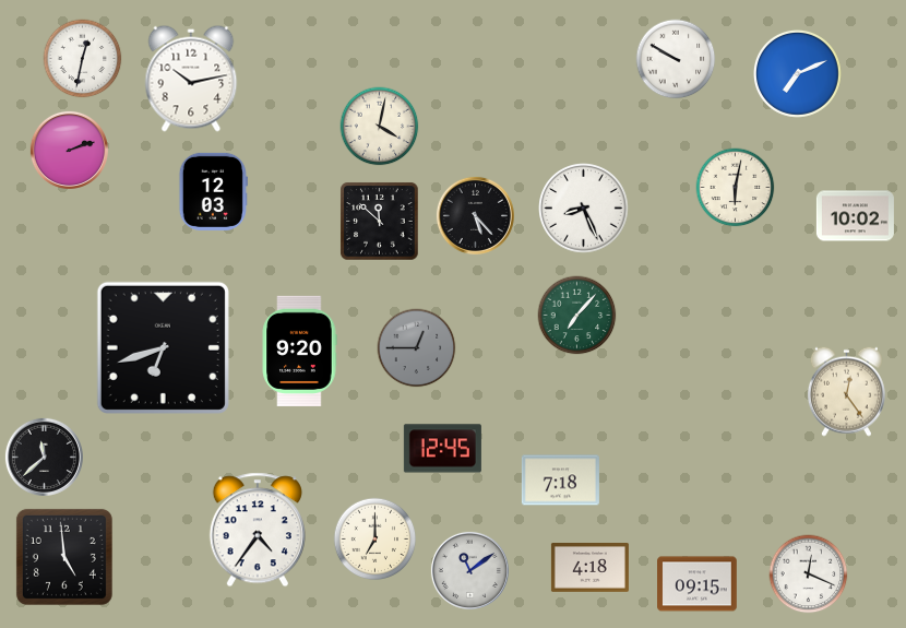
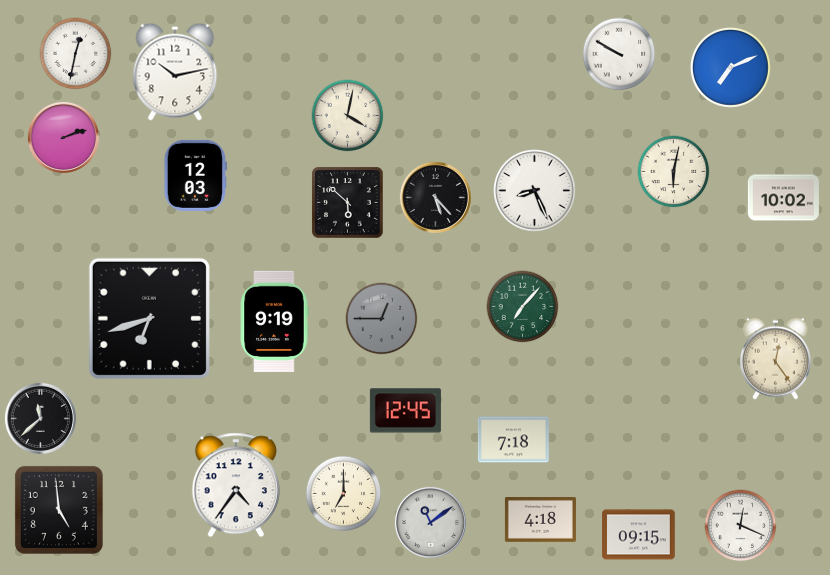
clock at (380, 222): 11:52 -> 5:52
clock at (577, 316) position: (577, 316) -> (523, 307)
clock at (299, 351): 9:20 -> 9:19
